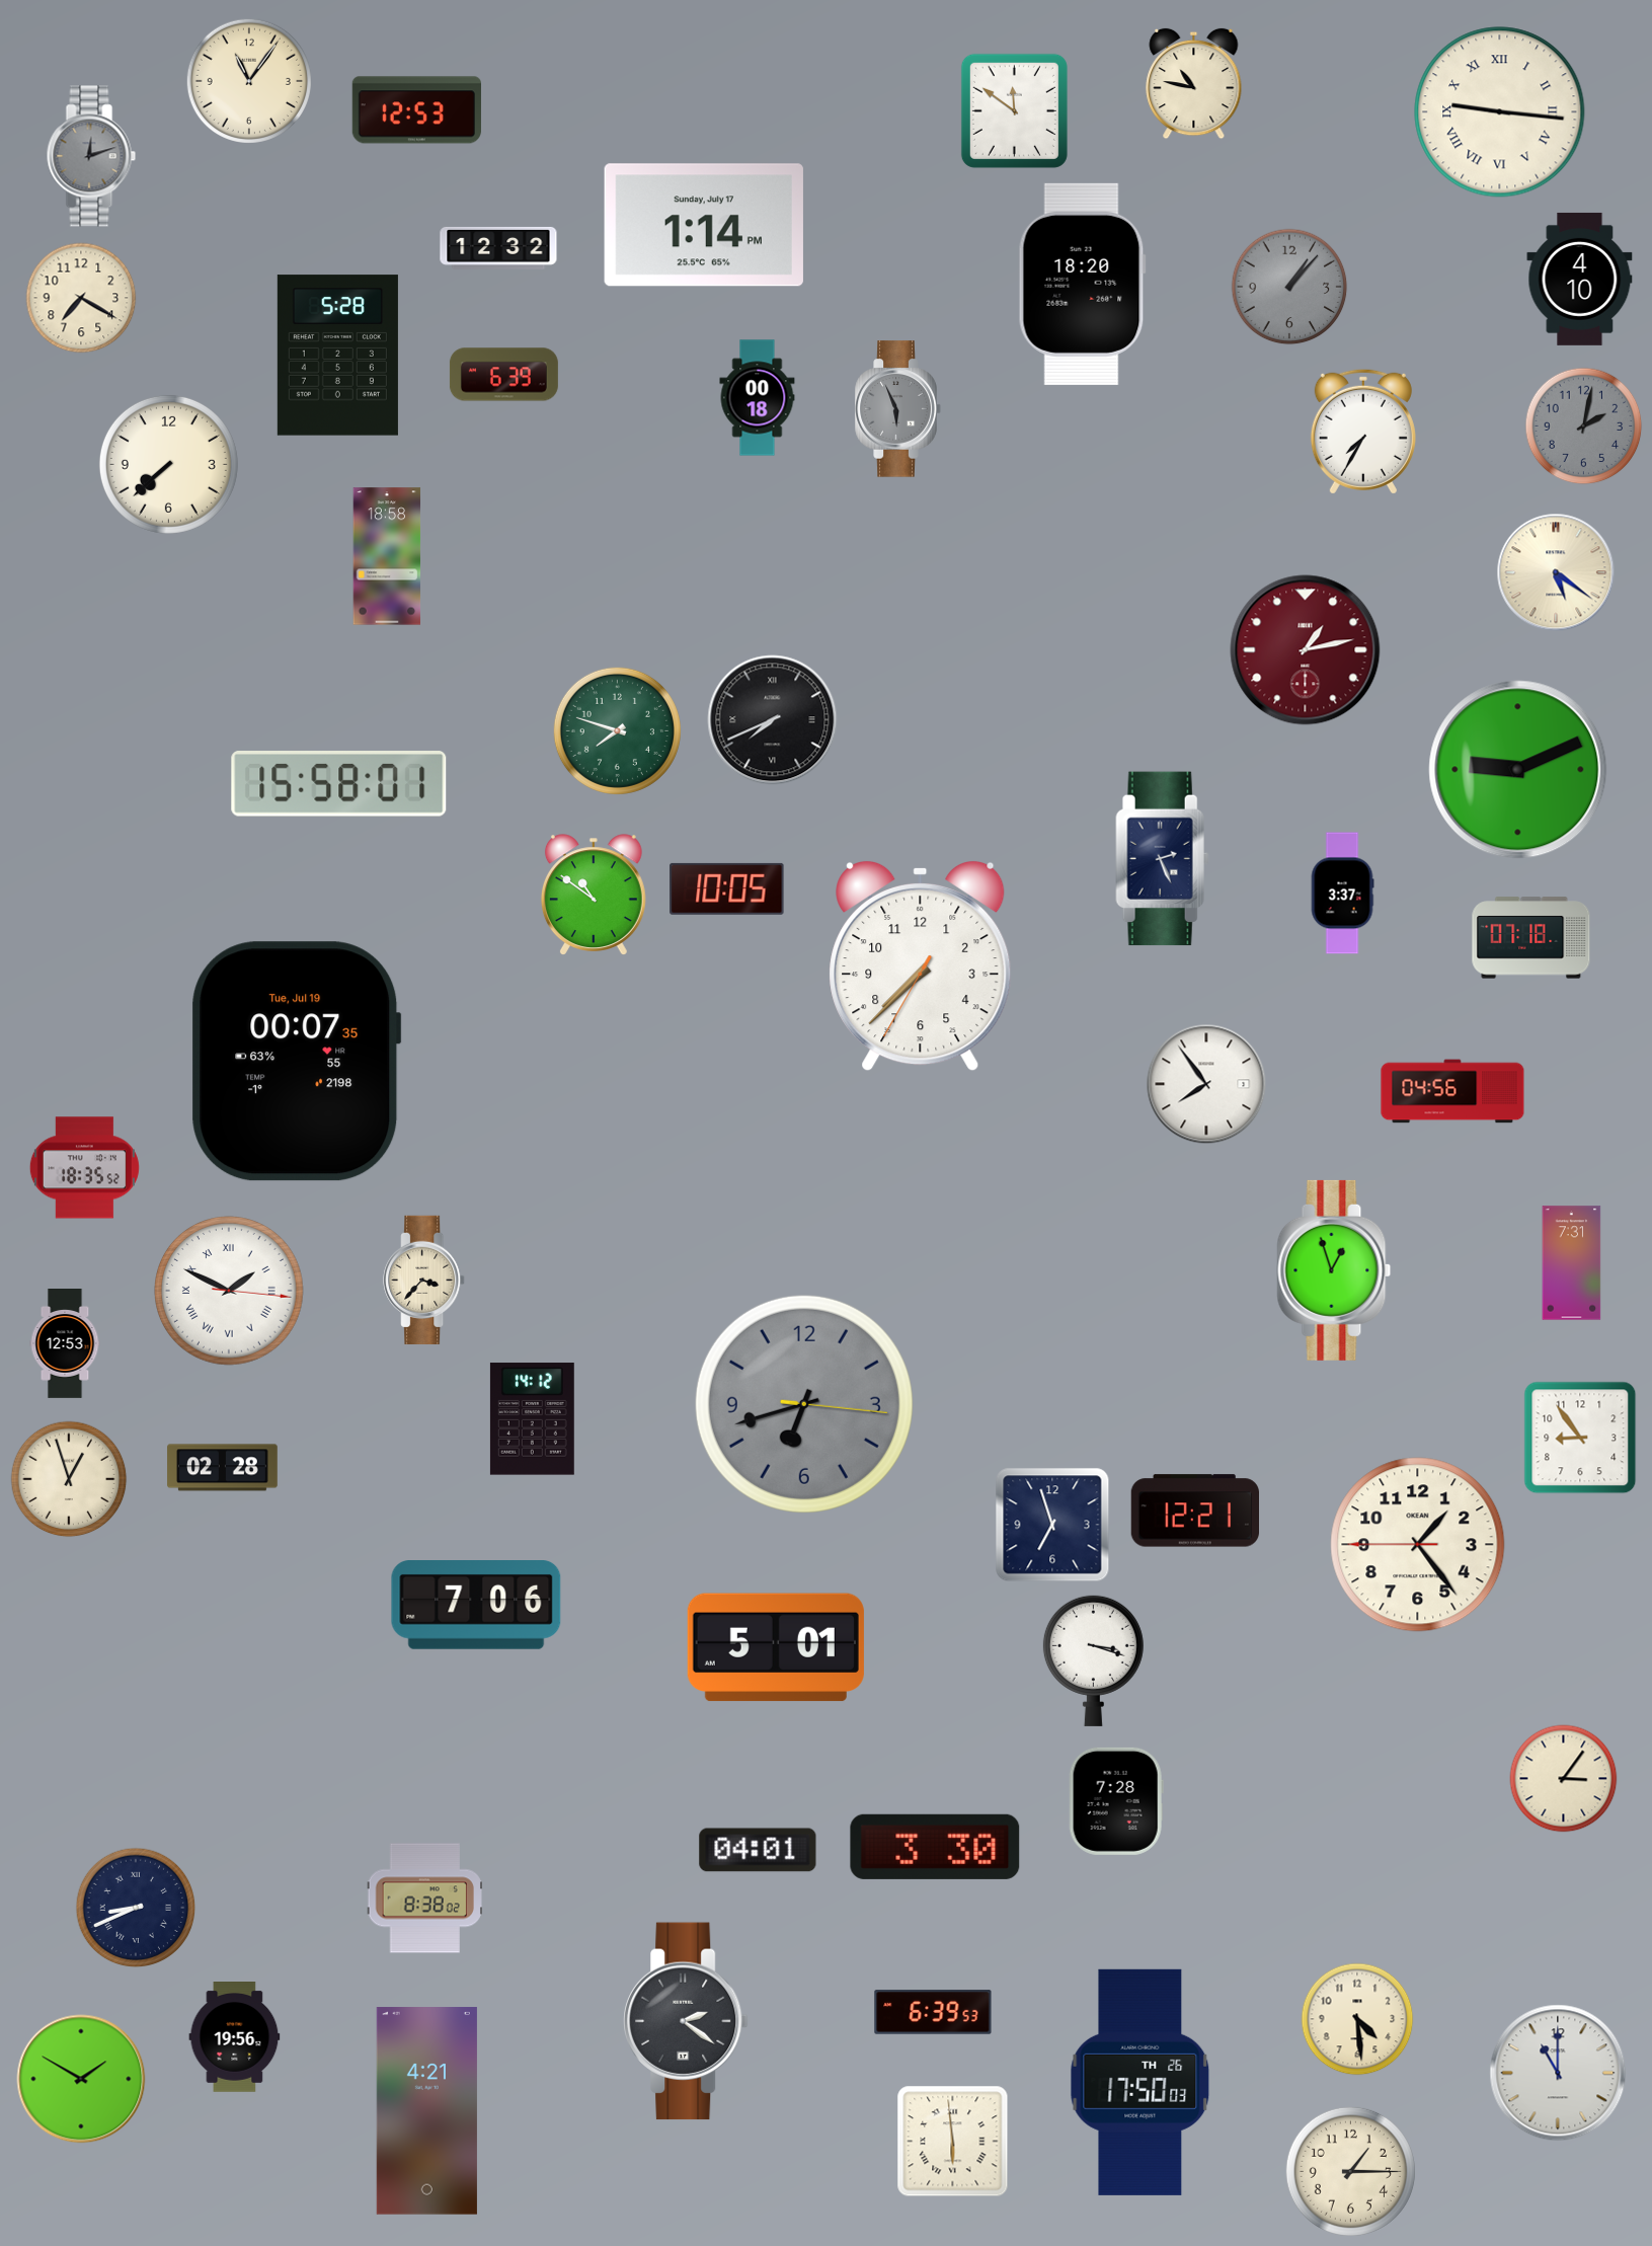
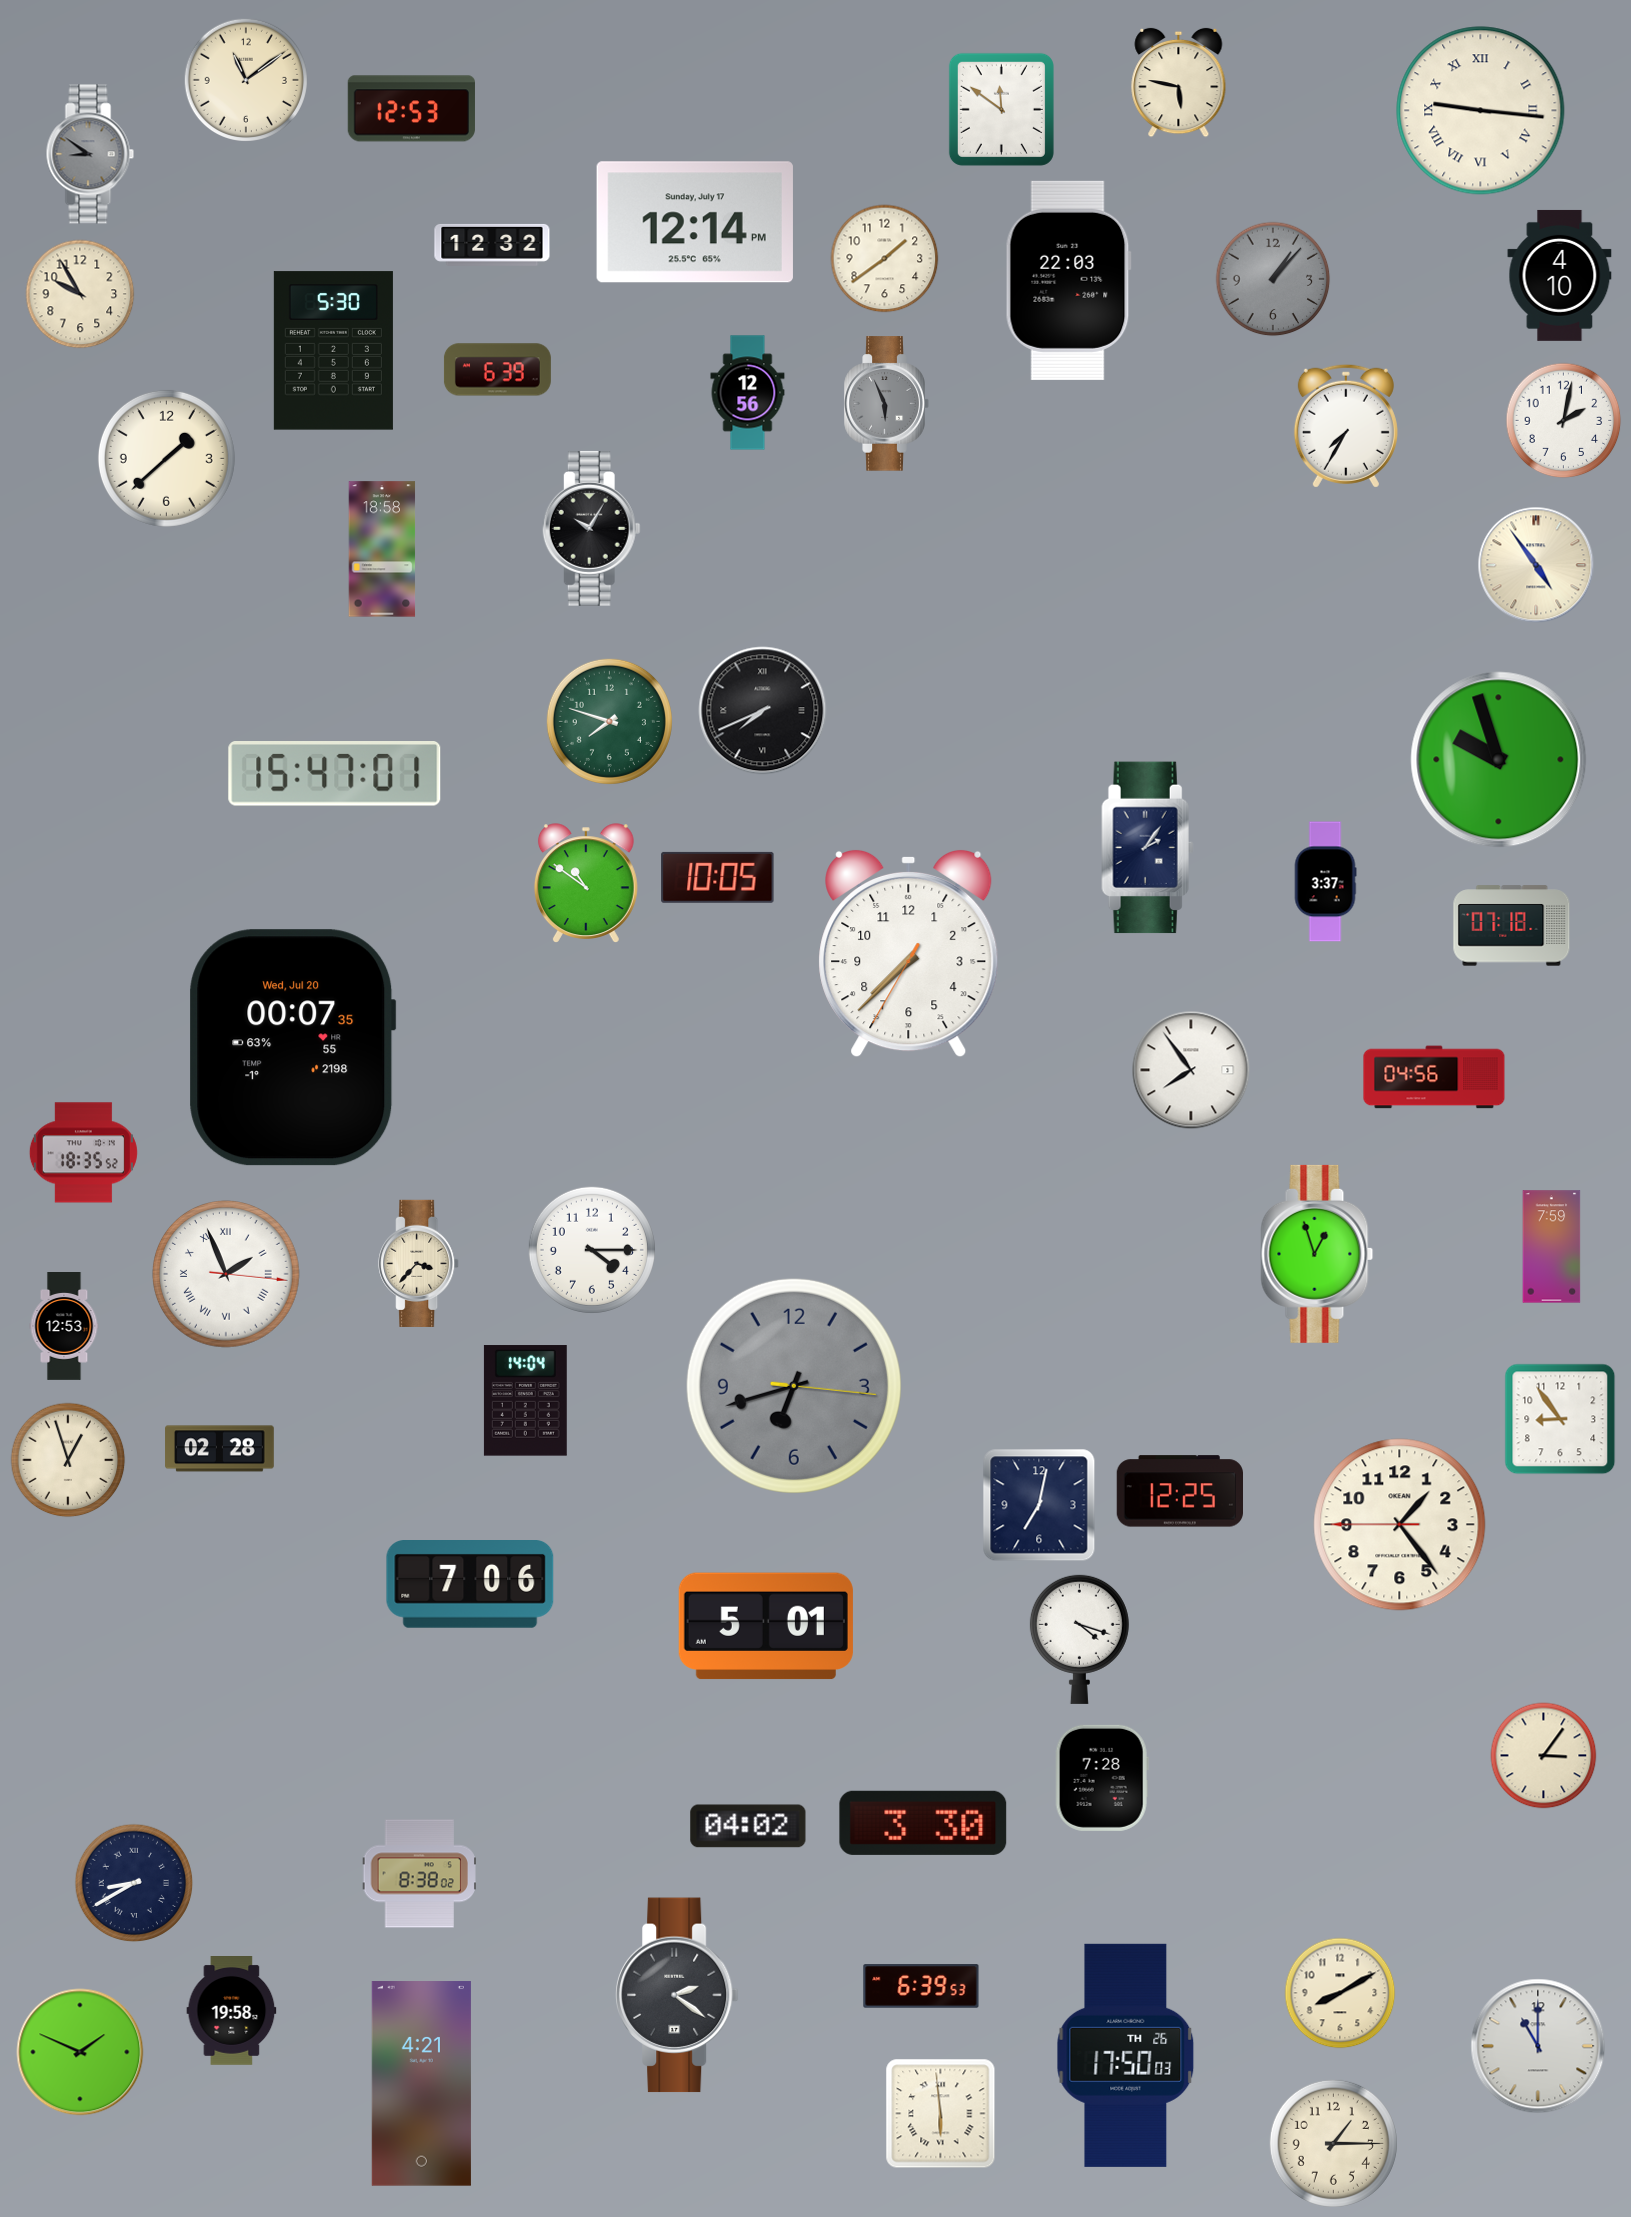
clock at (249, 81): 11:06 -> 11:09
clock at (1194, 84): 10:47 -> 5:47
clock at (91, 156): 12:12 -> 8:51
clock at (704, 225): 1:14 -> 12:14
clock at (885, 259): none -> 1:39
clock at (1082, 284): 18:20 -> 22:03
clock at (1289, 287) position: (1289, 287) -> (1273, 279)
clock at (81, 298): 7:20 -> 9:55
clock at (337, 356): 5:28 -> 5:30
clock at (758, 398): 00:18 -> 12:56
clock at (1584, 427) dial: grey -> white
clock at (168, 464): 7:38 -> 1:38
clock at (591, 528): none -> 10:05
clock at (1556, 572): 5:21 -> 4:54
clock at (1306, 650): 1:13 -> none
clock at (1518, 770): 9:11 -> 9:57
clock at (339, 784): 15:58 -> 15:47
clock at (1163, 859): 2:26 -> 2:06
clock at (297, 1062) date: Tue, Jul 19 -> Wed, Jul 20
clock at (1572, 1263): 7:31 -> 7:59
clock at (592, 1250): none -> 4:15
clock at (230, 1292): 1:49 -> 1:56
clock at (532, 1419): 14:12 -> 14:04
clock at (1194, 1511): 12:21 -> 12:25
clock at (1052, 1525): 6:57 -> 7:02
clock at (1093, 1660): 3:18 -> 4:18
clock at (758, 1850): 04:01 -> 04:02
clock at (136, 1908): 8:41 -> 8:40
clock at (1357, 2019): 4:29 -> 8:10
clock at (235, 2037): 19:56 -> 19:58
clock at (81, 2079): 1:50 -> 1:49
